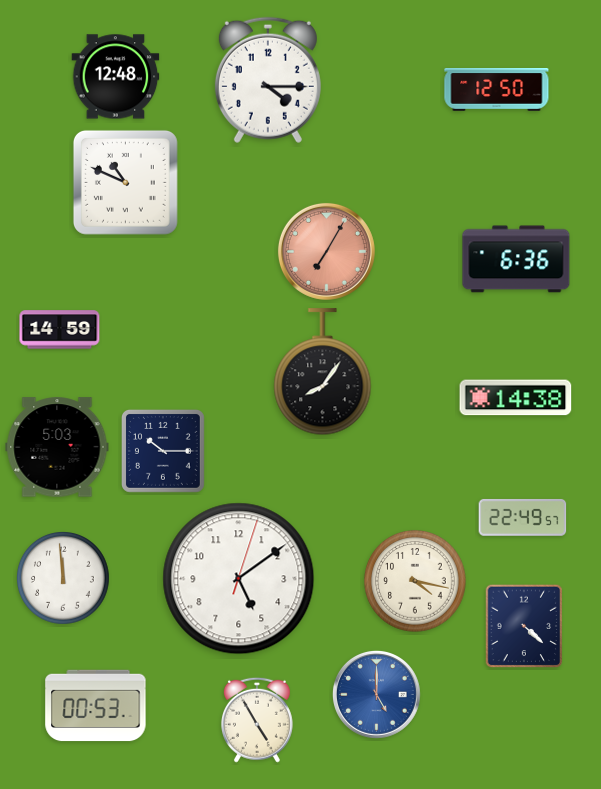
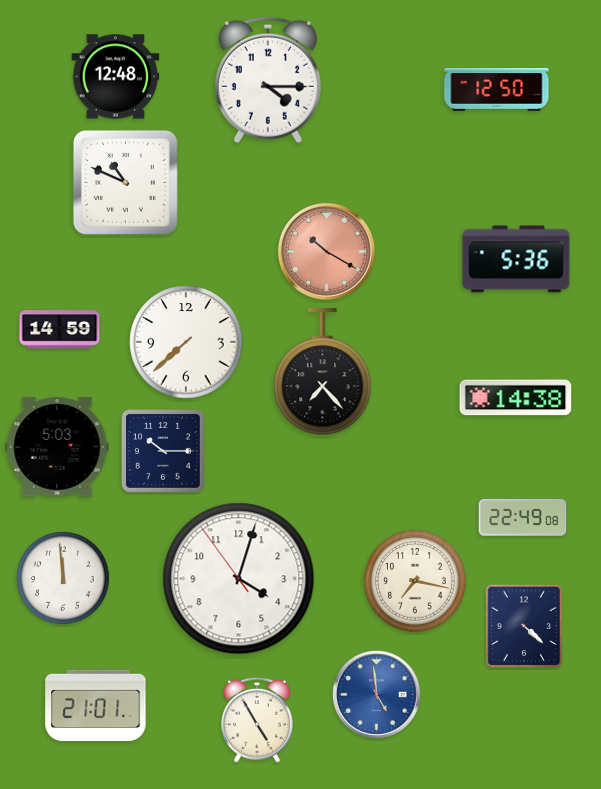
clock at (326, 251): 7:05 -> 10:20
clock at (516, 259): 6:36 -> 5:36
clock at (186, 342): none -> 7:38
clock at (323, 372): 8:06 -> 7:23
clock at (523, 517): 22:49:57 -> 22:49:08
clock at (239, 579): 5:09 -> 4:02
clock at (415, 581): 4:17 -> 7:17
clock at (376, 694): 5:00 -> 4:59
clock at (96, 706): 00:53 -> 21:01
